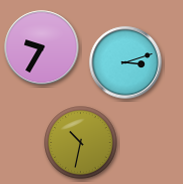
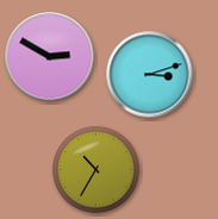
clock at (42, 48): 9:35 -> 2:50
clock at (81, 143): 10:32 -> 10:35
